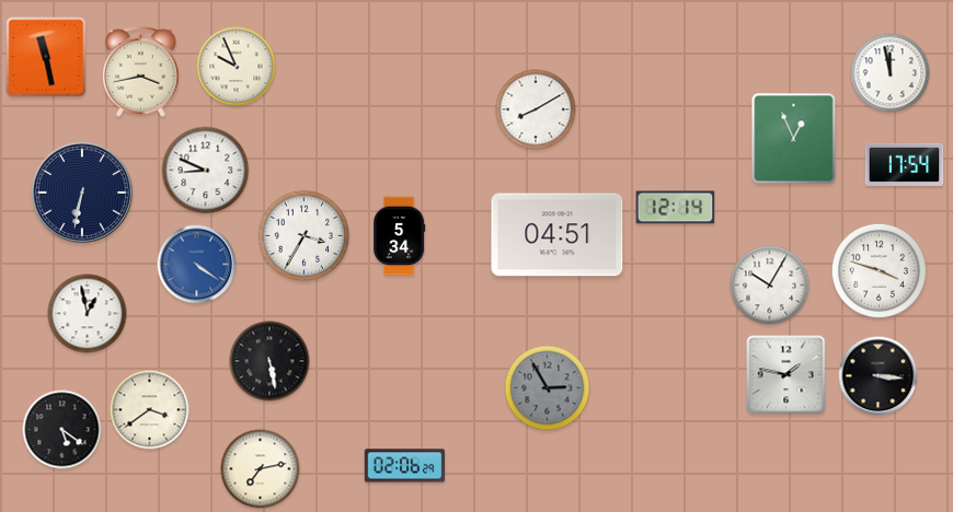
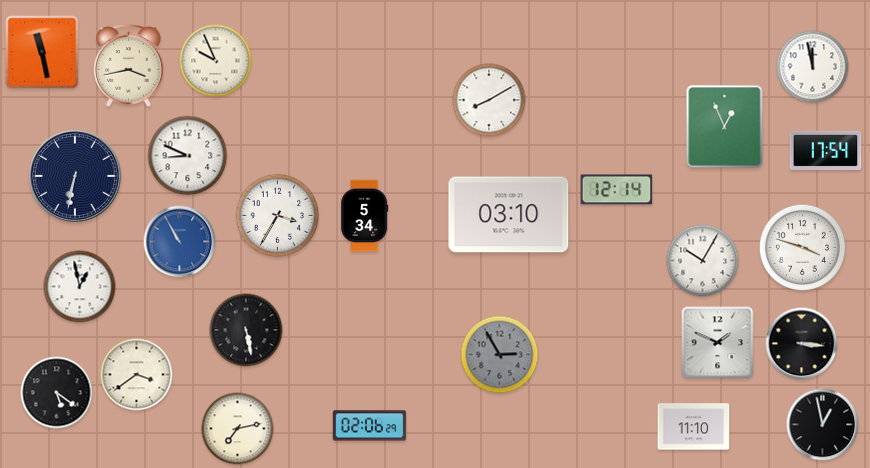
clock at (558, 235): 04:51 -> 03:10
clock at (197, 265): 4:21 -> 10:55
clock at (786, 375): 1:47 -> 1:49
clock at (823, 425): none -> 12:58
clock at (694, 427): none -> 11:10
